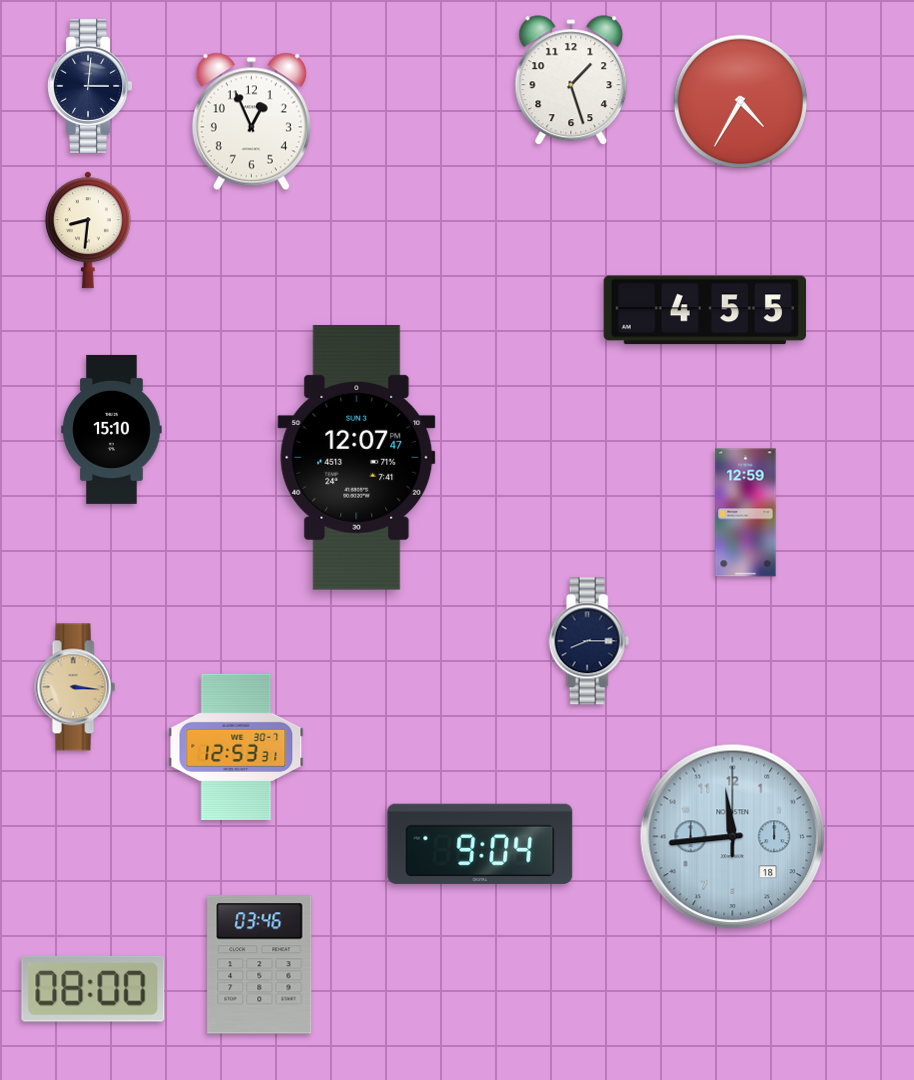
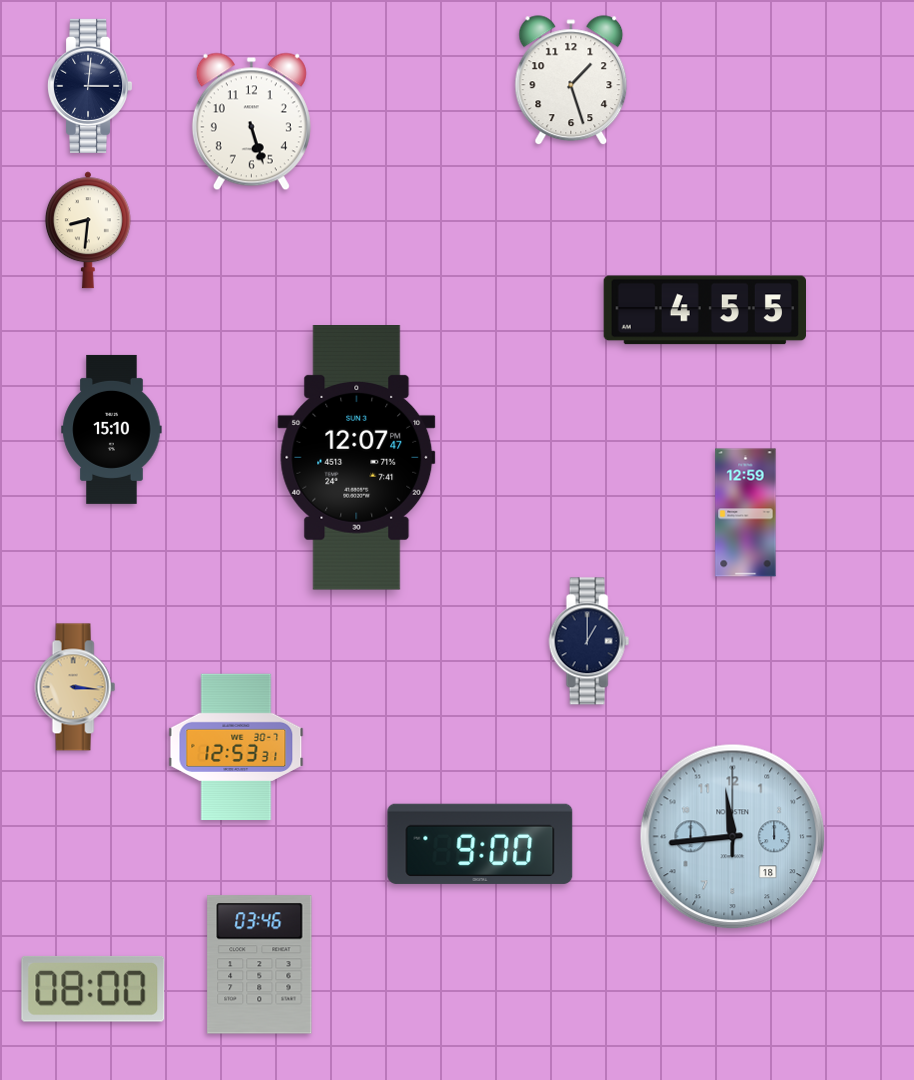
clock at (741, 102): 4:35 -> none
clock at (251, 122): 12:56 -> 5:27
clock at (589, 641): 8:15 -> 1:00
clock at (480, 844): 9:04 -> 9:00
